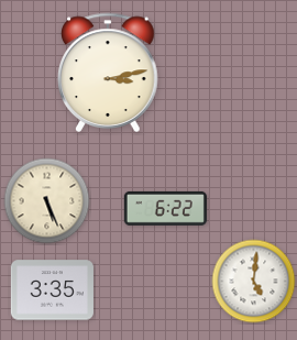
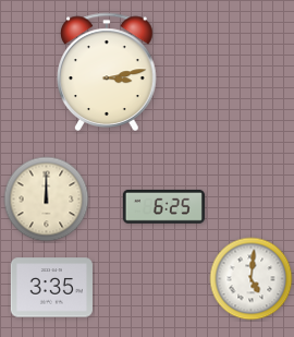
clock at (47, 201): 5:26 -> 12:00
clock at (165, 208): 6:22 -> 6:25
